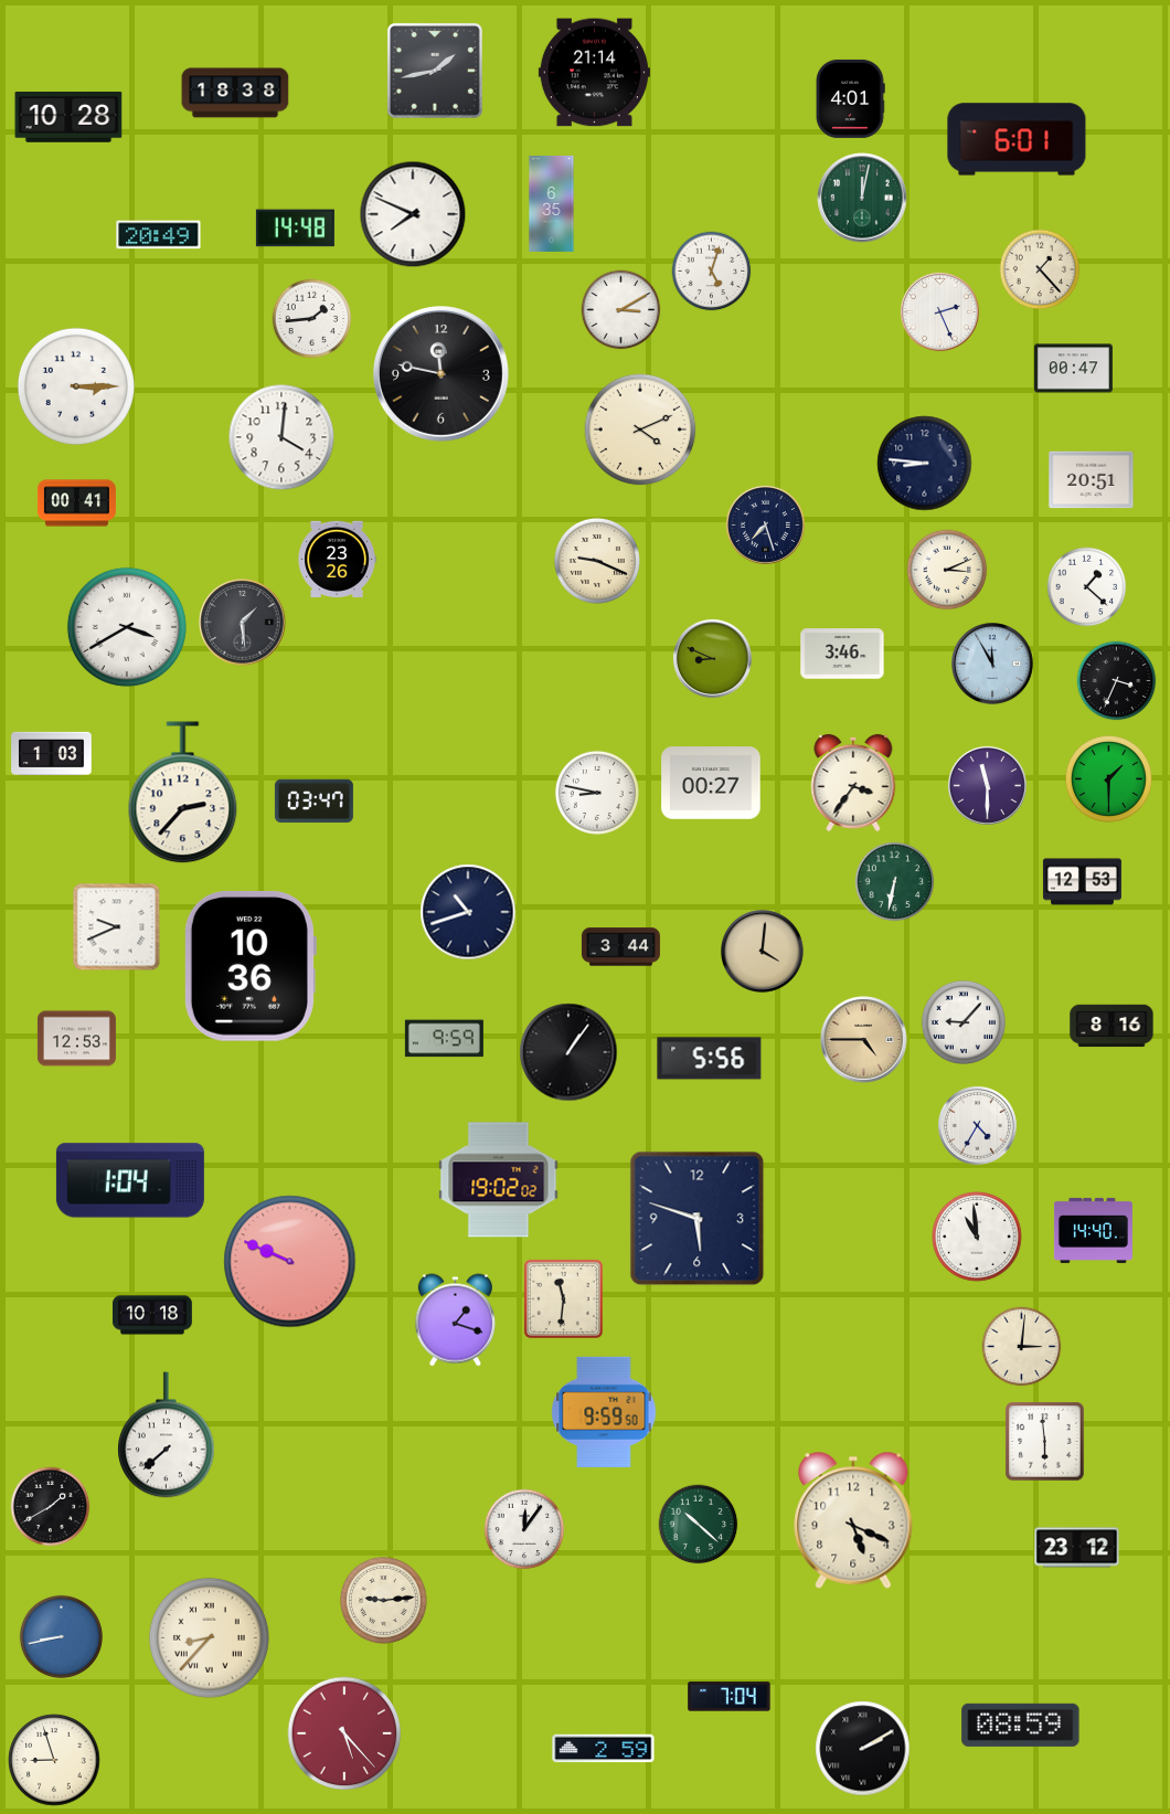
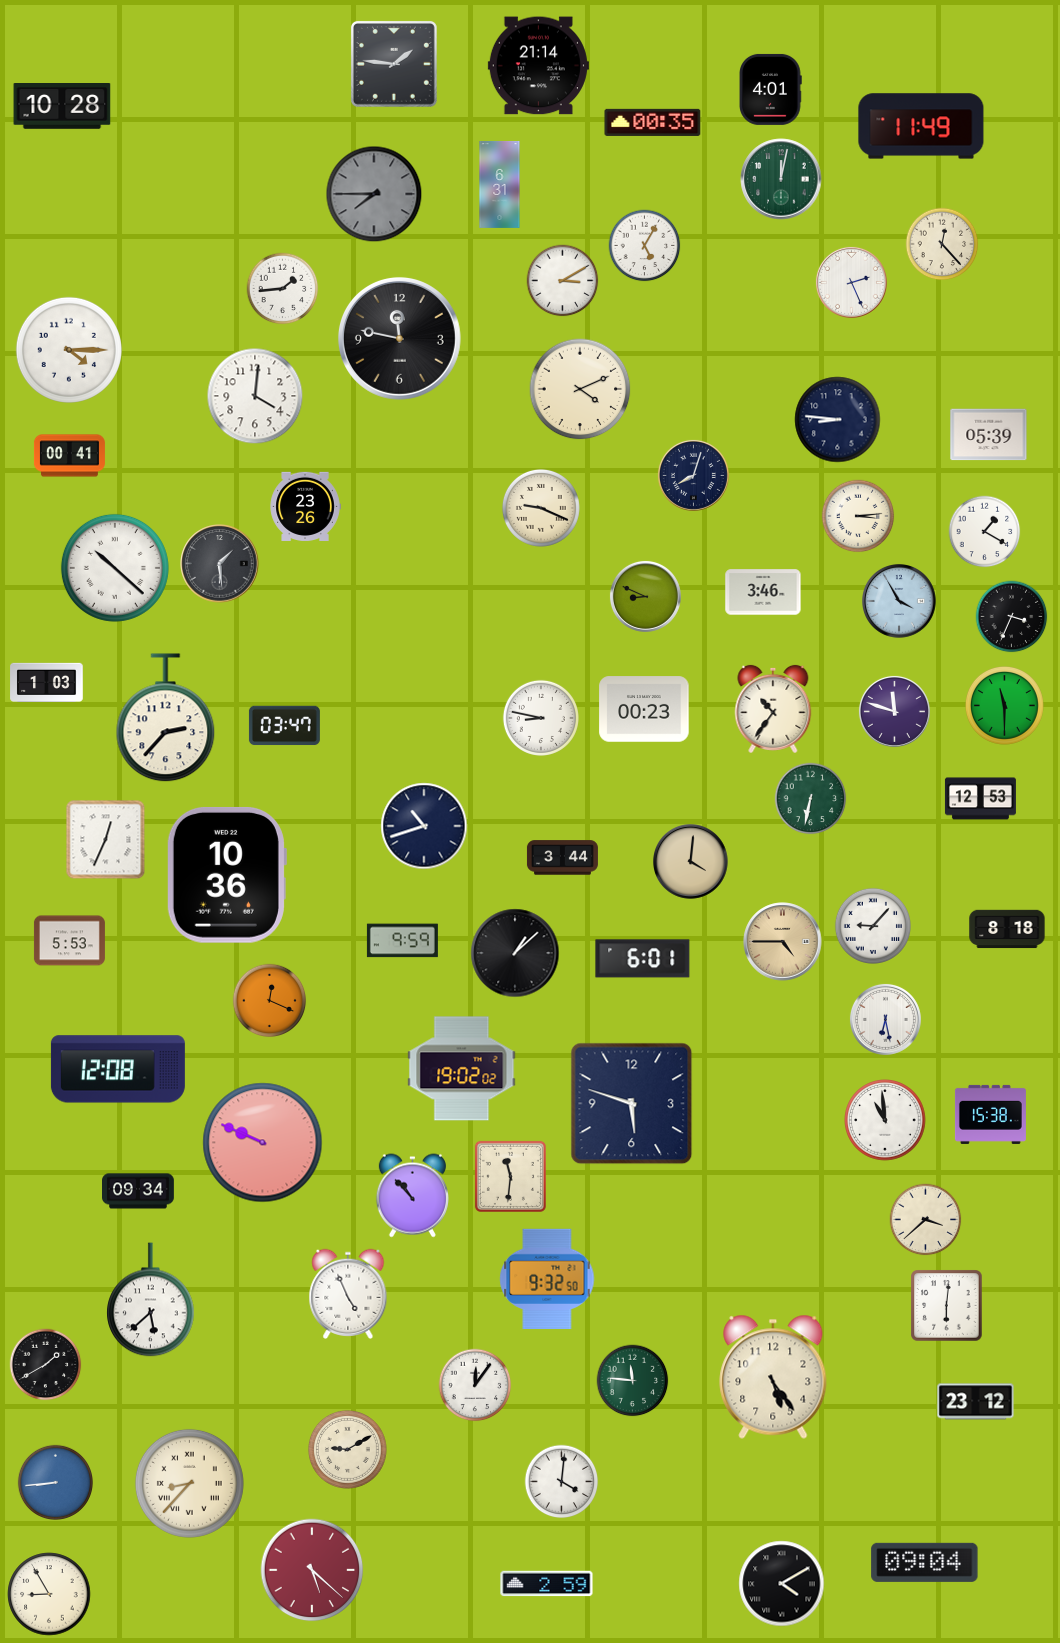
clock at (435, 71): 1:43 -> 1:46
clock at (235, 93): 18:38 -> none
clock at (653, 122): none -> 00:35
clock at (1017, 139): 6:01 -> 11:49
clock at (552, 203): 6:35 -> 6:31
clock at (413, 214): 7:49 -> 7:45
clock at (413, 214) dial: white -> grey
clock at (295, 229): 14:48 -> none
clock at (159, 235): 20:49 -> none
clock at (1040, 269): 1:23 -> 12:23
clock at (712, 272): 5:03 -> 5:05
clock at (1073, 369): 00:47 -> none
clock at (76, 386): 3:15 -> 4:15
clock at (1092, 480): 20:51 -> 05:39
clock at (765, 524): 7:27 -> 8:03
clock at (947, 570): 3:11 -> 3:14
clock at (1087, 587): 1:22 -> 1:20
clock at (127, 627): 3:40 -> 10:22
clock at (993, 665): 11:55 -> 3:55
clock at (1108, 778): 1:30 -> 11:30
clock at (711, 783): 00:27 -> 00:23
clock at (853, 783): 3:36 -> 10:36
clock at (987, 785): 11:30 -> 11:48
clock at (117, 927): 9:41 -> 12:34
clock at (1111, 1026): 8:16 -> 8:18
clock at (76, 1039): 12:53 -> 5:53
clock at (568, 1052): 1:06 -> 1:08
clock at (710, 1059): 5:56 -> 6:01
clock at (270, 1001): none -> 12:19
clock at (977, 1125): 4:35 -> 6:28
clock at (130, 1180): 1:04 -> 12:08
clock at (499, 1180) position: (499, 1180) -> (462, 1069)
clock at (1093, 1230): 14:40 -> 15:38
clock at (153, 1315): 10:18 -> 09:34
clock at (455, 1320): 1:18 -> 10:53
clock at (1022, 1347): 3:01 -> 3:38
clock at (604, 1411): 9:59 -> 9:32
clock at (348, 1294): none -> 4:56
clock at (167, 1435): 7:38 -> 5:38
clock at (1045, 1442): 5:59 -> 6:01
clock at (853, 1520): 5:19 -> 5:24
clock at (699, 1525): 10:22 -> 11:46
clock at (383, 1600): 9:14 -> 9:10
clock at (61, 1636): 8:43 -> 8:44
clock at (562, 1482): none -> 4:01
clock at (730, 1697): 7:04 -> none
clock at (1021, 1725): 08:59 -> 09:04
clock at (344, 1733): 5:23 -> 5:22
clock at (863, 1749): 2:10 -> 4:10
clock at (54, 1760): 8:57 -> 8:55
